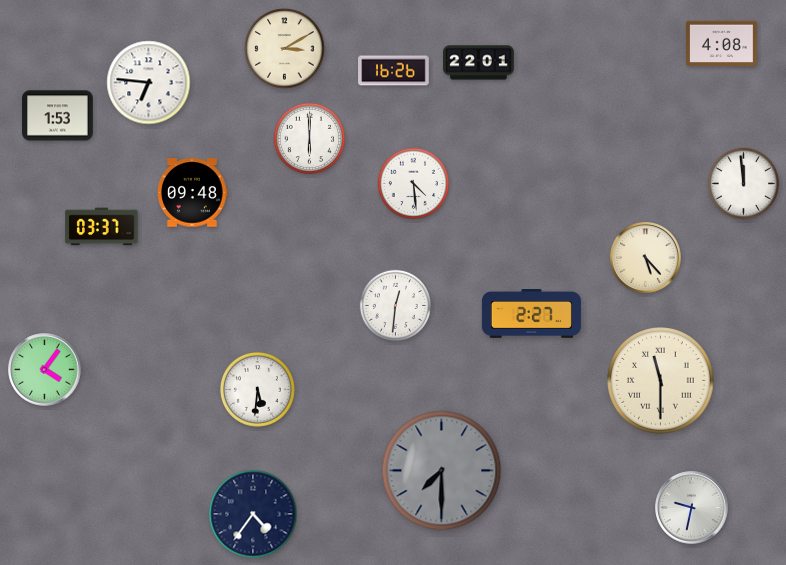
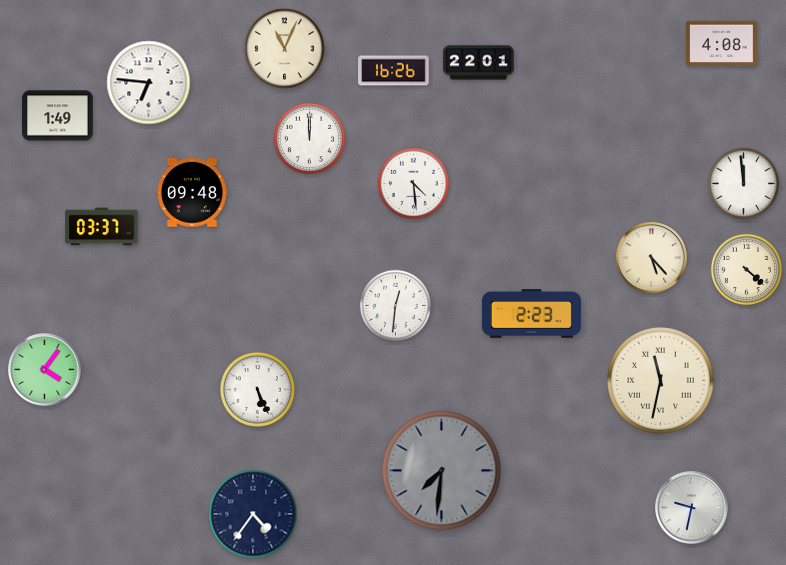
clock at (285, 49): 3:10 -> 11:04
clock at (58, 116): 1:53 -> 1:49
clock at (309, 138): 6:00 -> 12:00
clock at (646, 258) position: (646, 258) -> (652, 258)
clock at (746, 269): none -> 4:22
clock at (531, 314): 2:27 -> 2:23
clock at (661, 381): 11:30 -> 11:32
clock at (257, 389): 5:31 -> 5:26
clock at (442, 471): 7:30 -> 7:31
